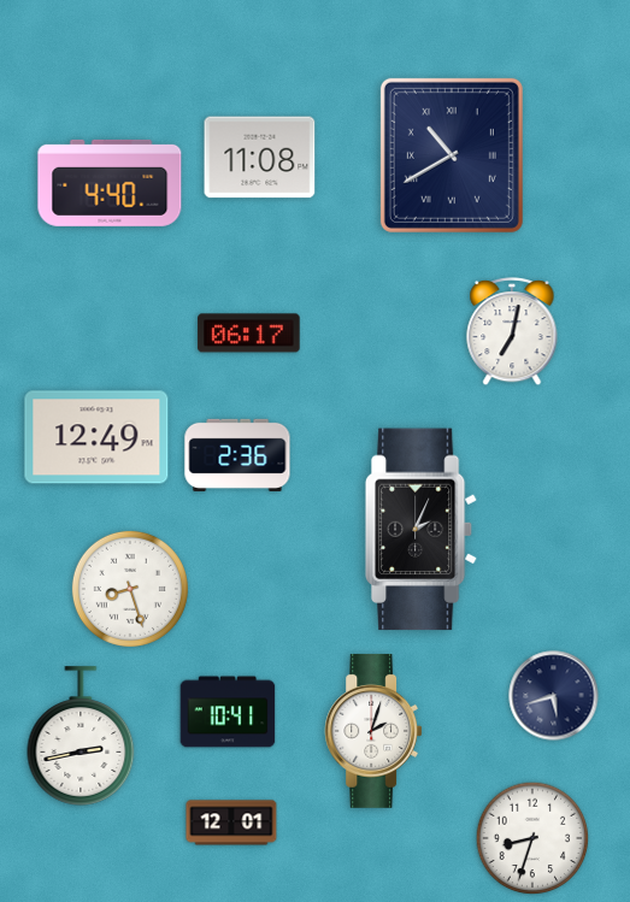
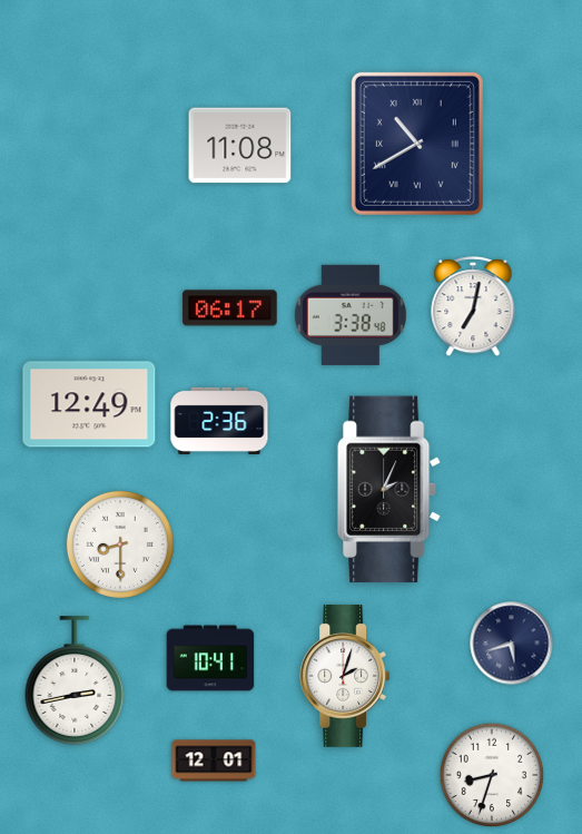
clock at (110, 183): 4:40 -> none
clock at (351, 315): none -> 3:38
clock at (130, 589): 8:27 -> 8:30
